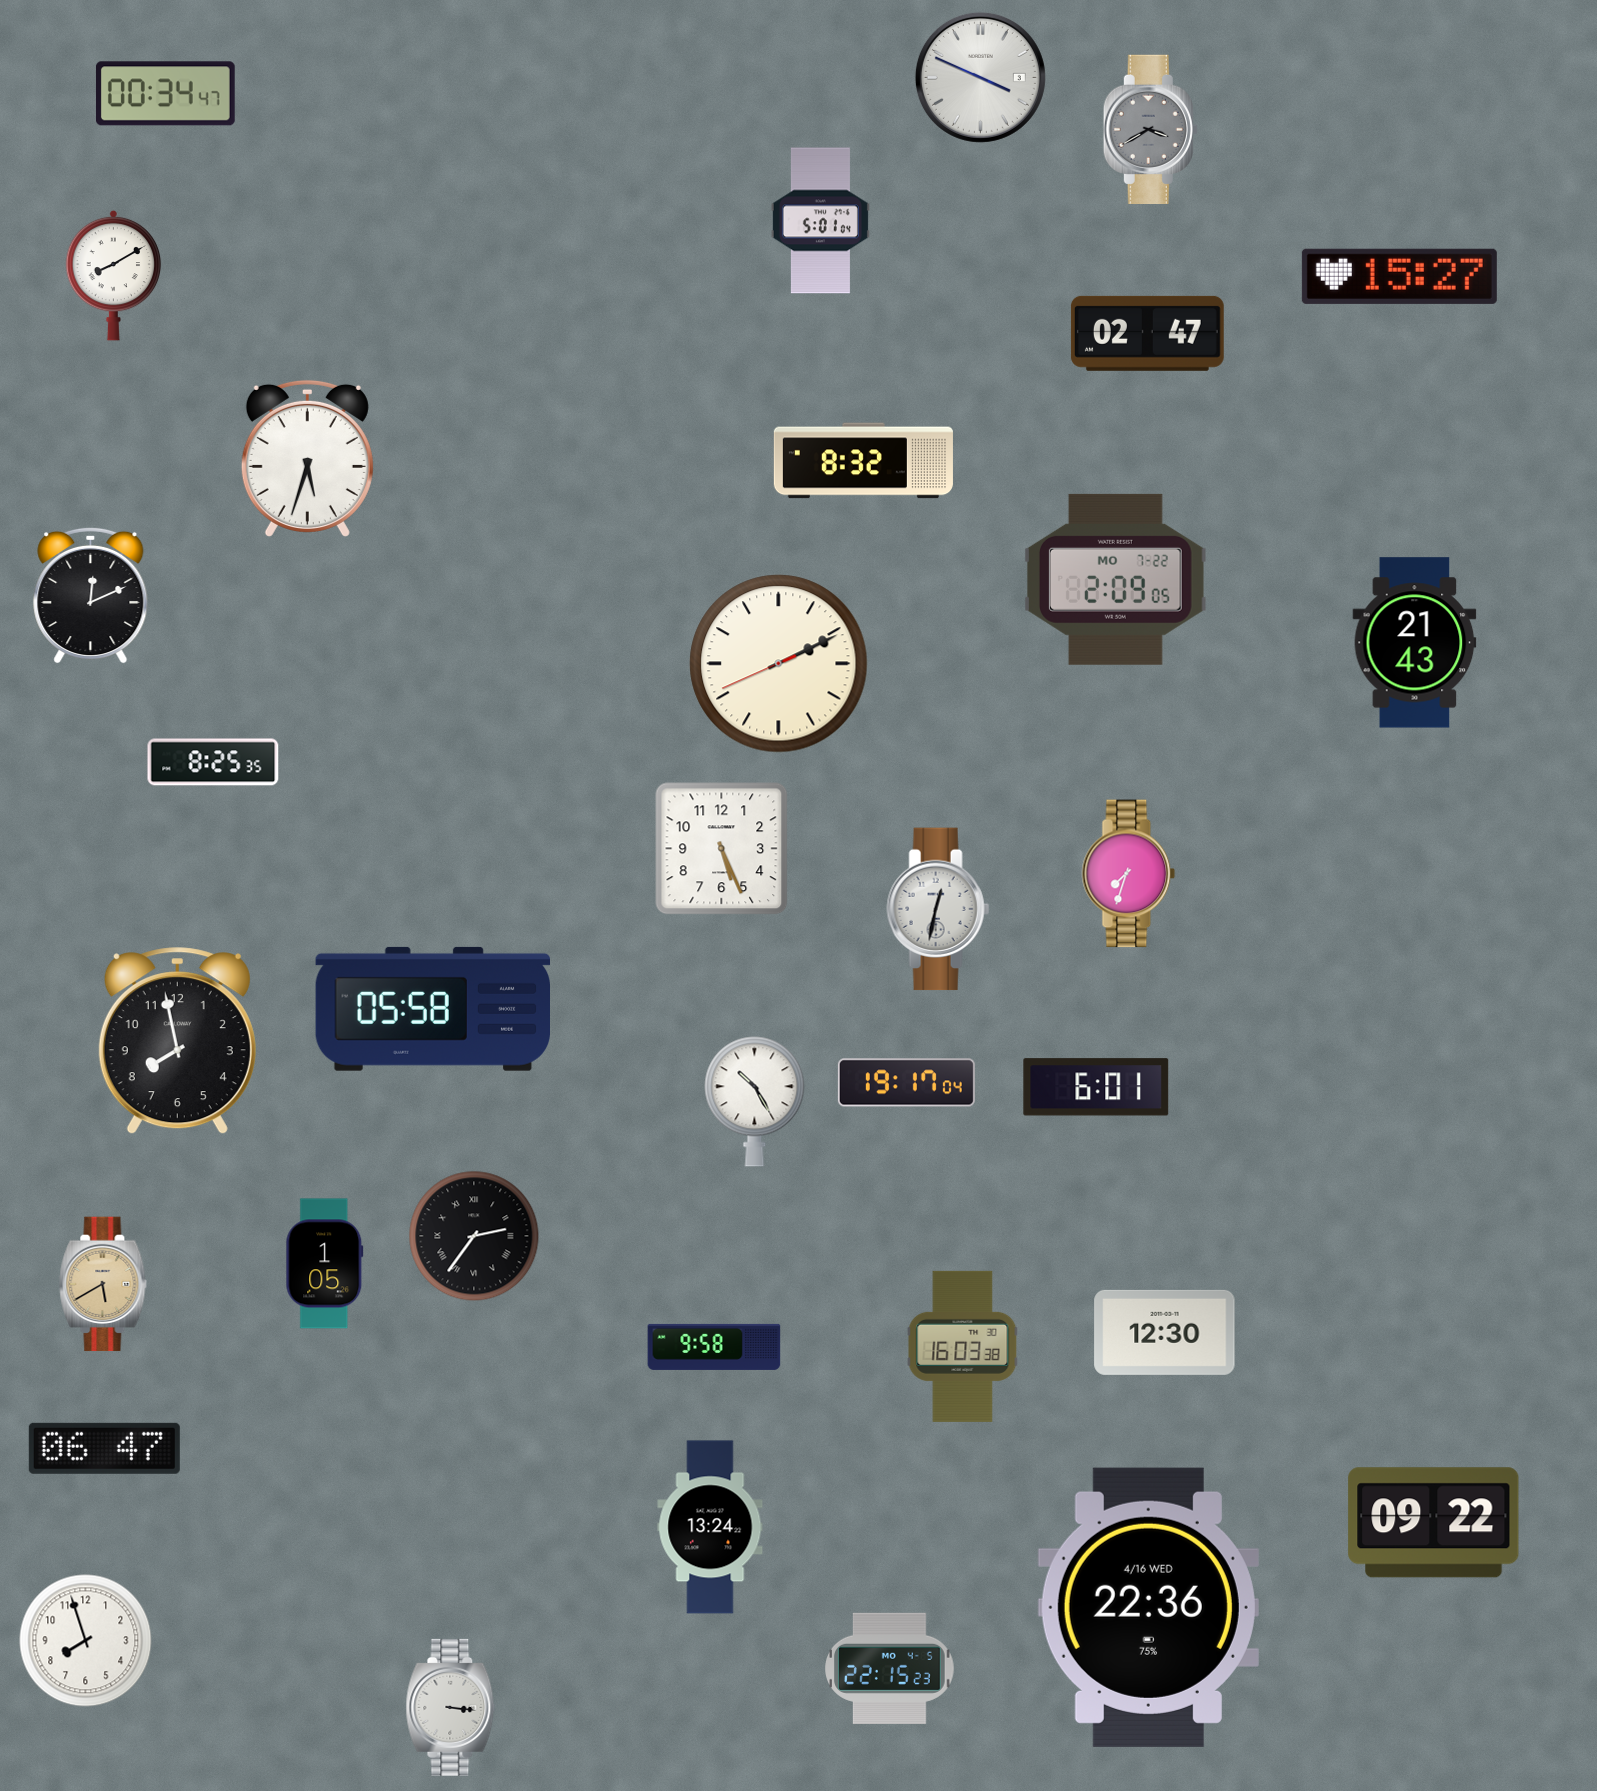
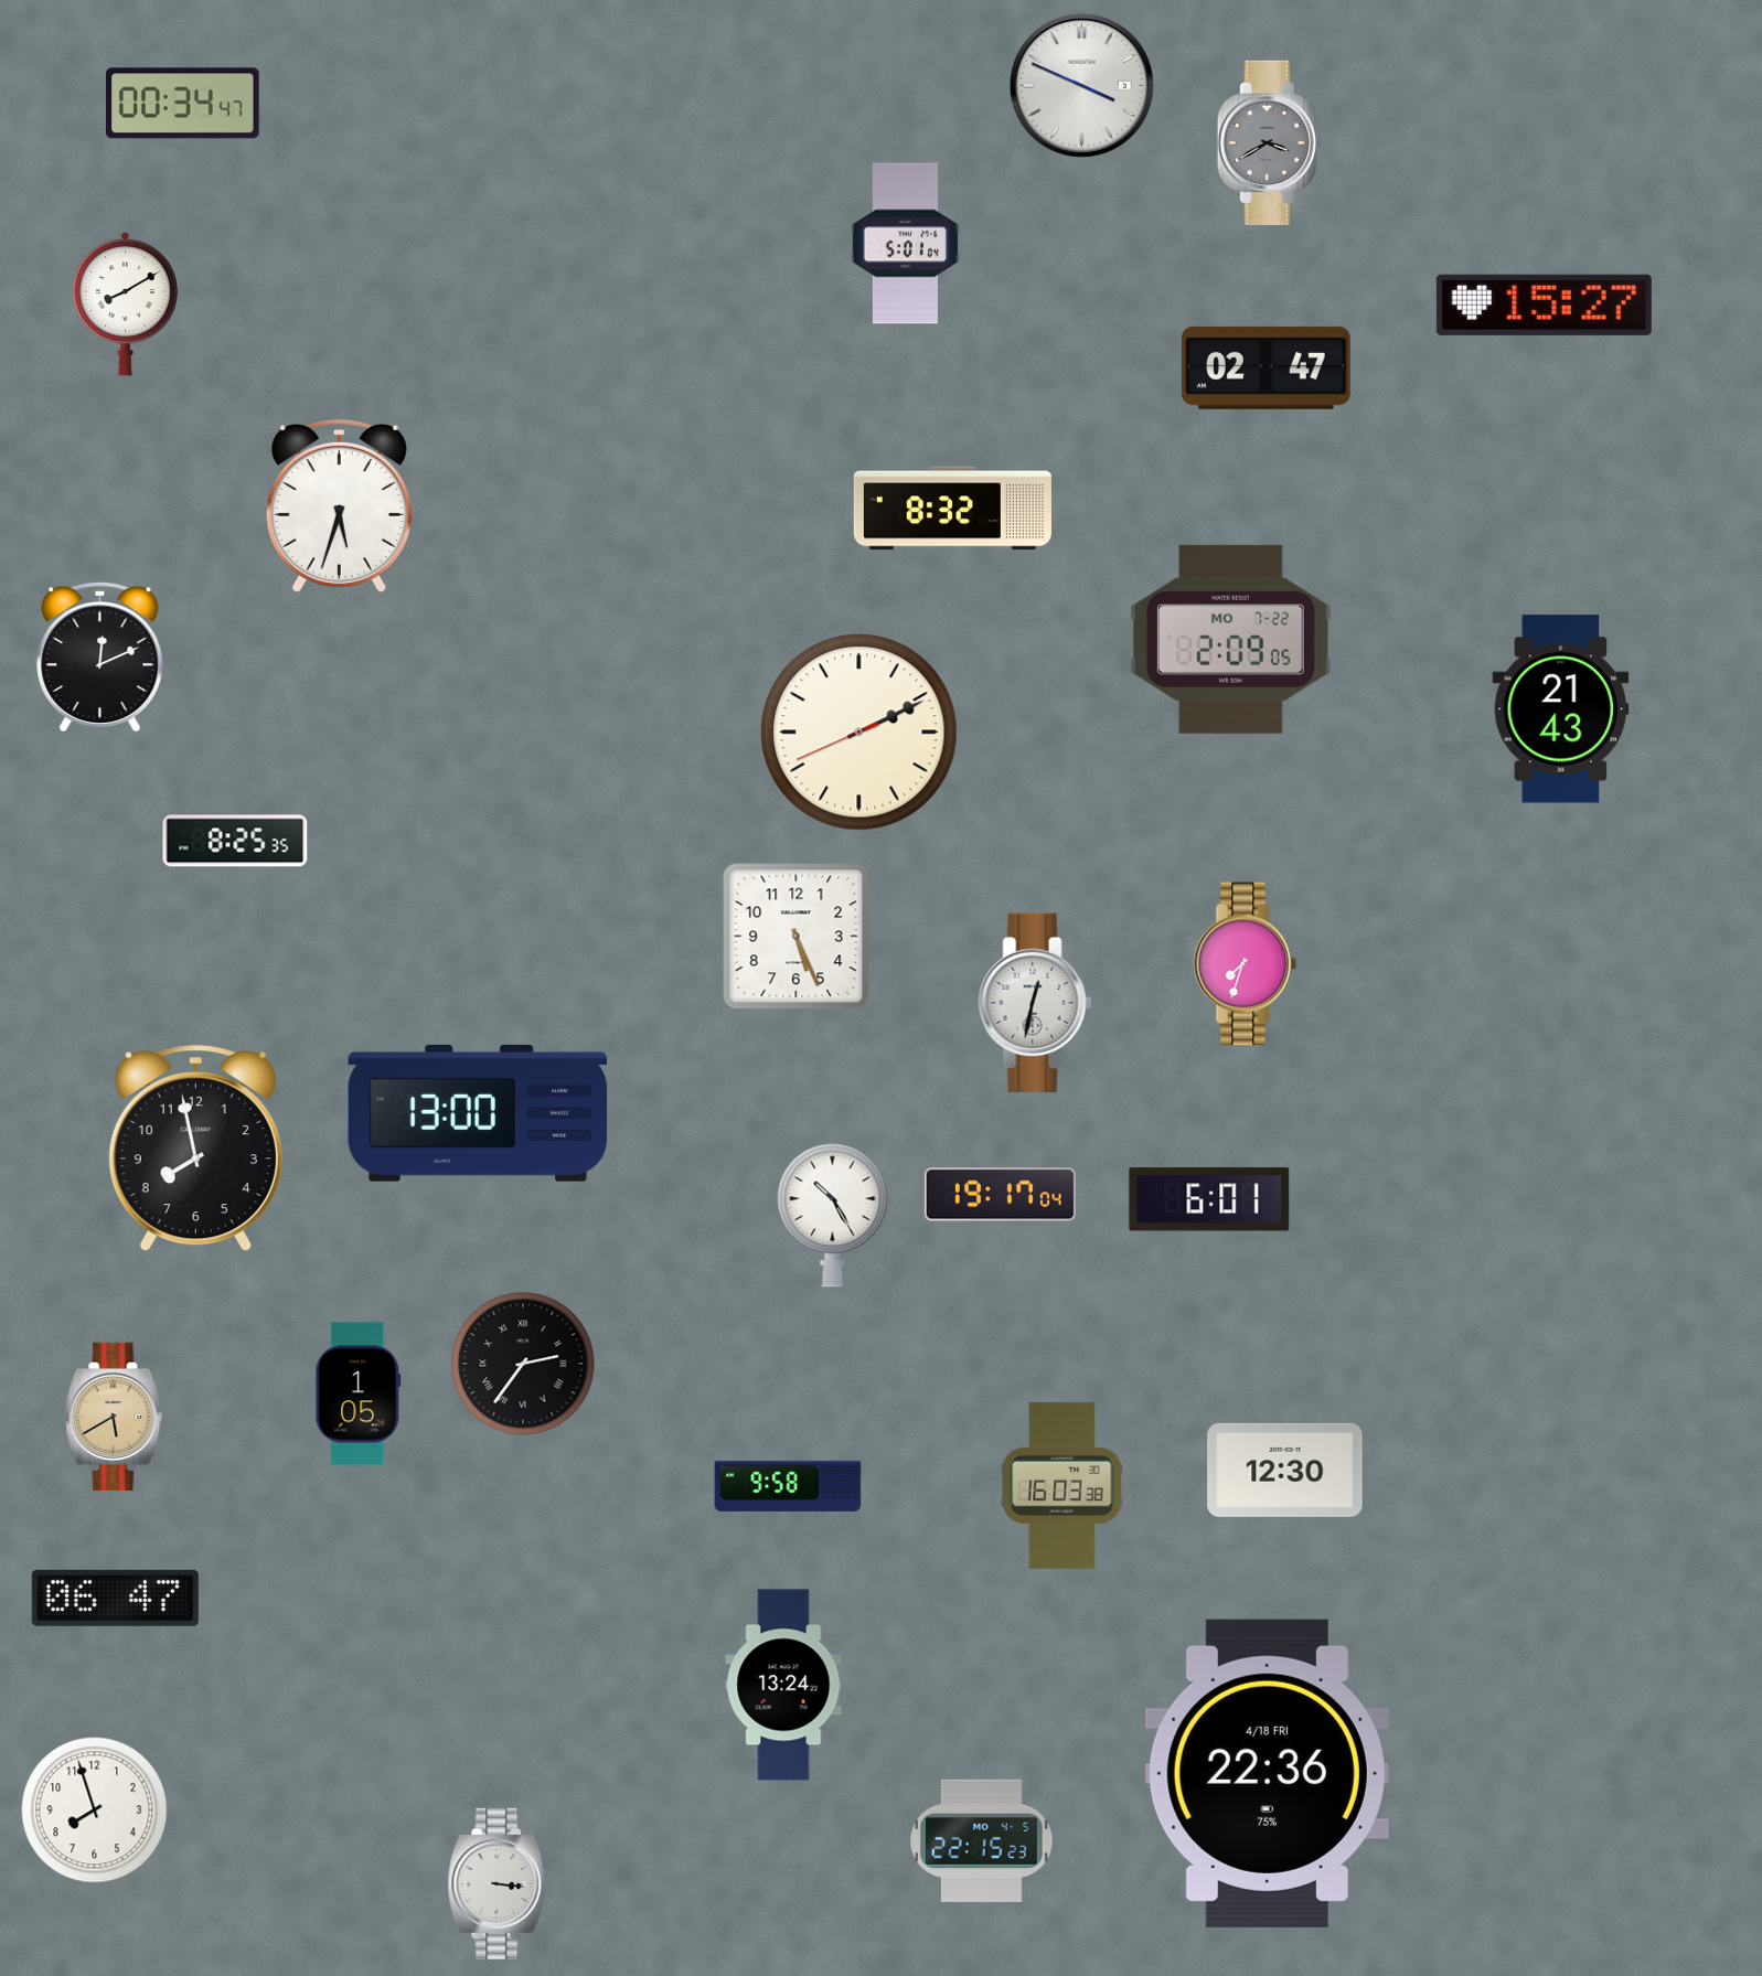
clock at (432, 1009): 05:58 -> 13:00
clock at (1434, 1523): 09:22 -> none
clock at (1148, 1607) date: 4/16 WED -> 4/18 FRI
